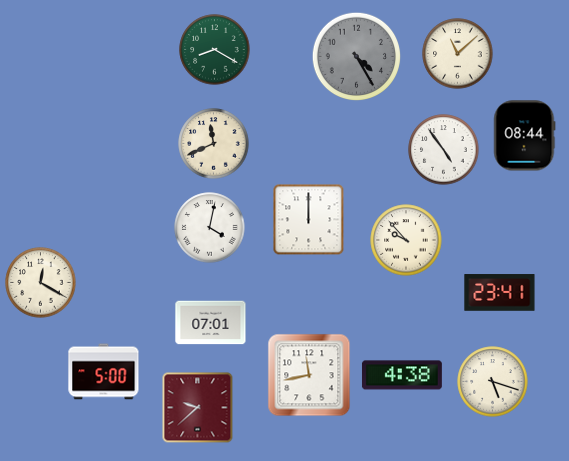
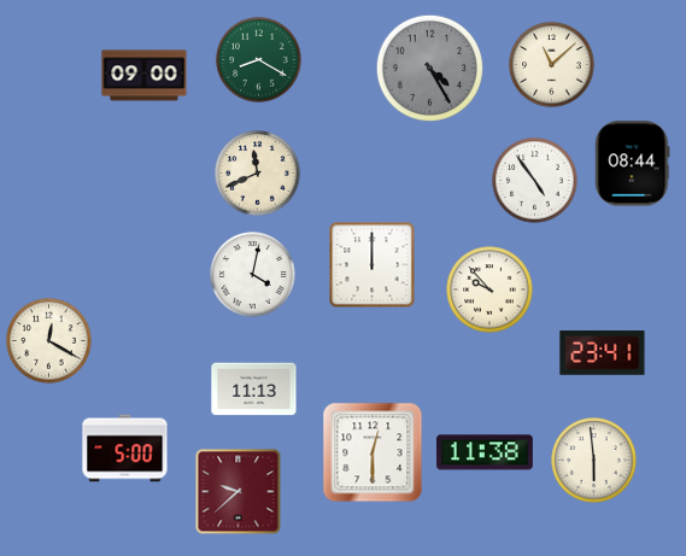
clock at (145, 76): none -> 09:00
clock at (211, 323): 07:01 -> 11:13
clock at (309, 375): 11:43 -> 12:30
clock at (402, 375): 4:38 -> 11:38
clock at (493, 382): 5:18 -> 5:59
